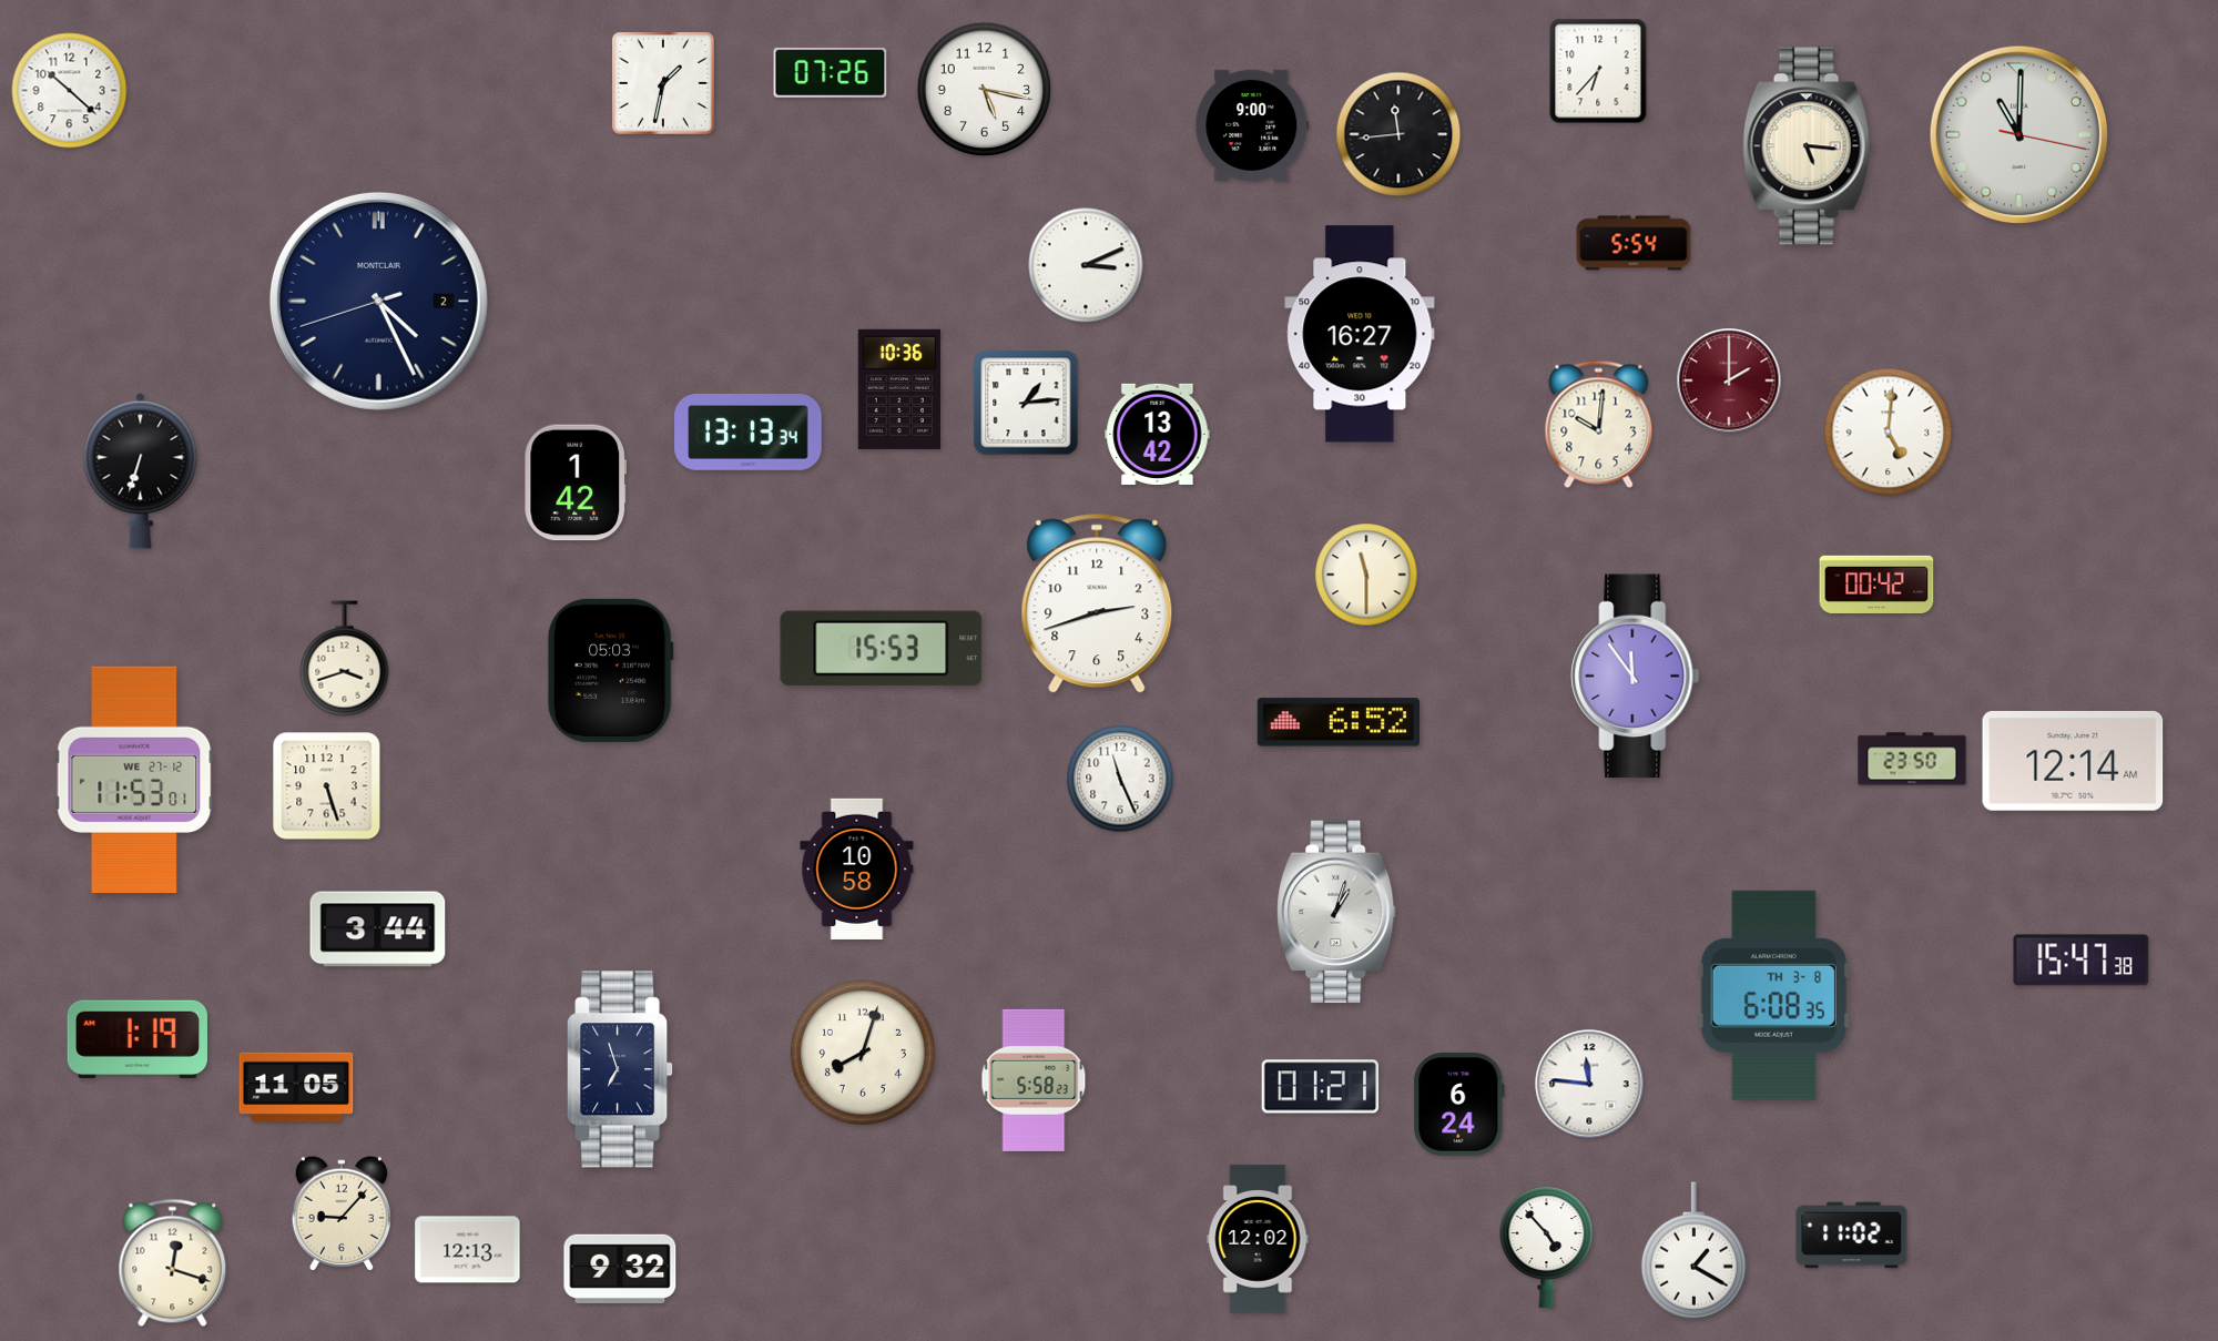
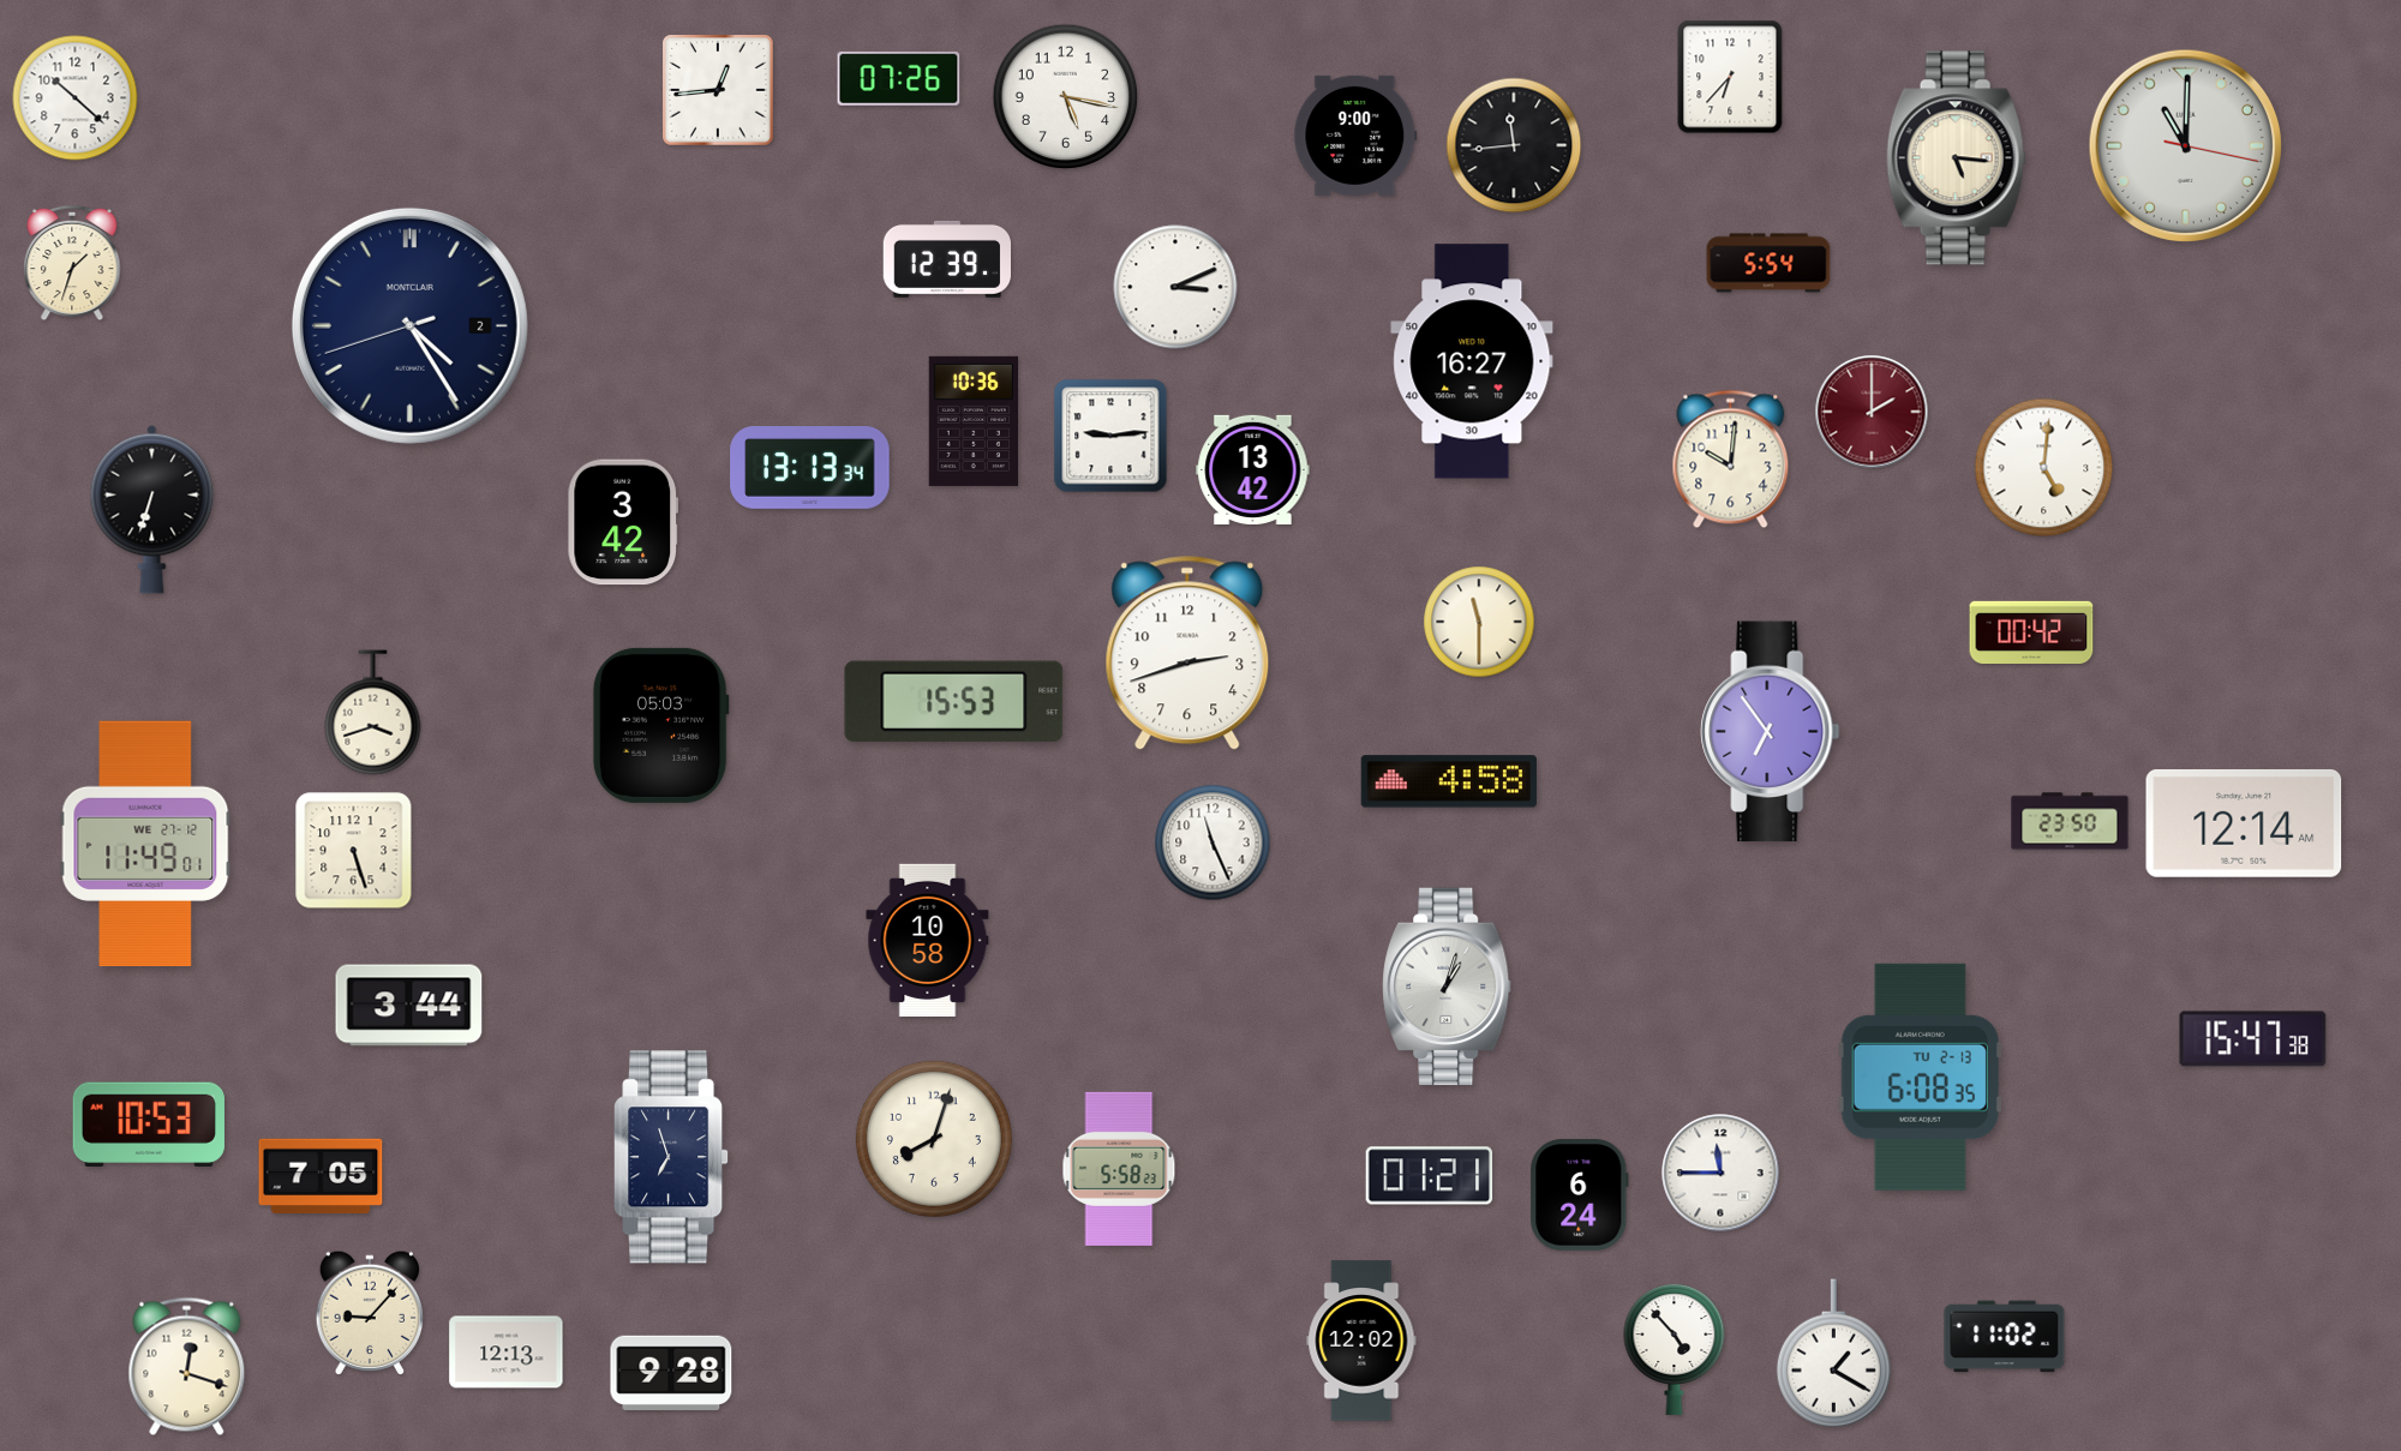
clock at (663, 83): 1:32 -> 12:44
clock at (947, 259): none -> 12:39
clock at (72, 263): none -> 1:33
clock at (378, 301): 4:25 -> 4:24
clock at (1026, 403): 1:14 -> 9:14
clock at (576, 482): 1:42 -> 3:42
clock at (1636, 677): 11:54 -> 6:54
clock at (1339, 722): 6:52 -> 4:58
clock at (134, 780): 11:53 -> 11:49
clock at (1773, 995) date: TH 3-8 -> TU 2-13
clock at (138, 1038): 1:19 -> 10:53
clock at (1589, 1084): 11:46 -> 11:45
clock at (296, 1087): 11:05 -> 7:05
clock at (620, 1269): 9:32 -> 9:28
